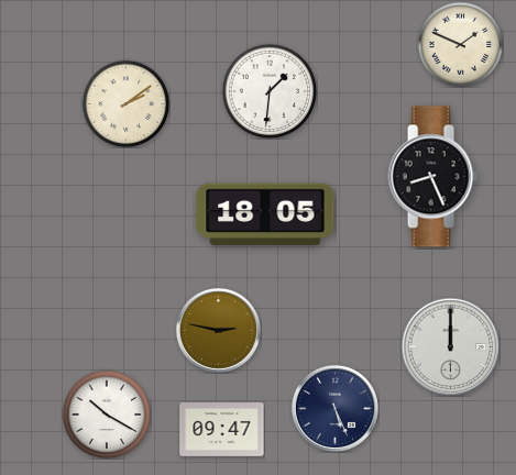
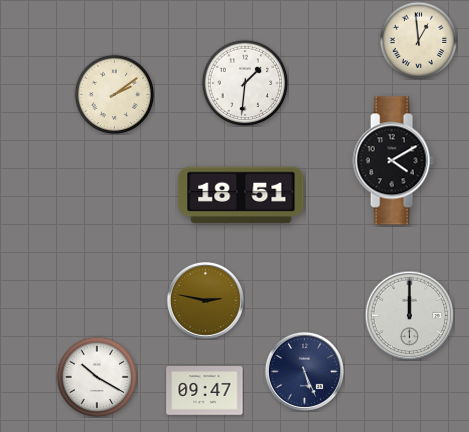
clock at (460, 44): 1:49 -> 12:59
clock at (432, 177): 8:26 -> 4:10
clock at (265, 214): 18:05 -> 18:51
clock at (218, 330) position: (218, 330) -> (205, 300)
clock at (222, 430) position: (222, 430) -> (205, 391)
